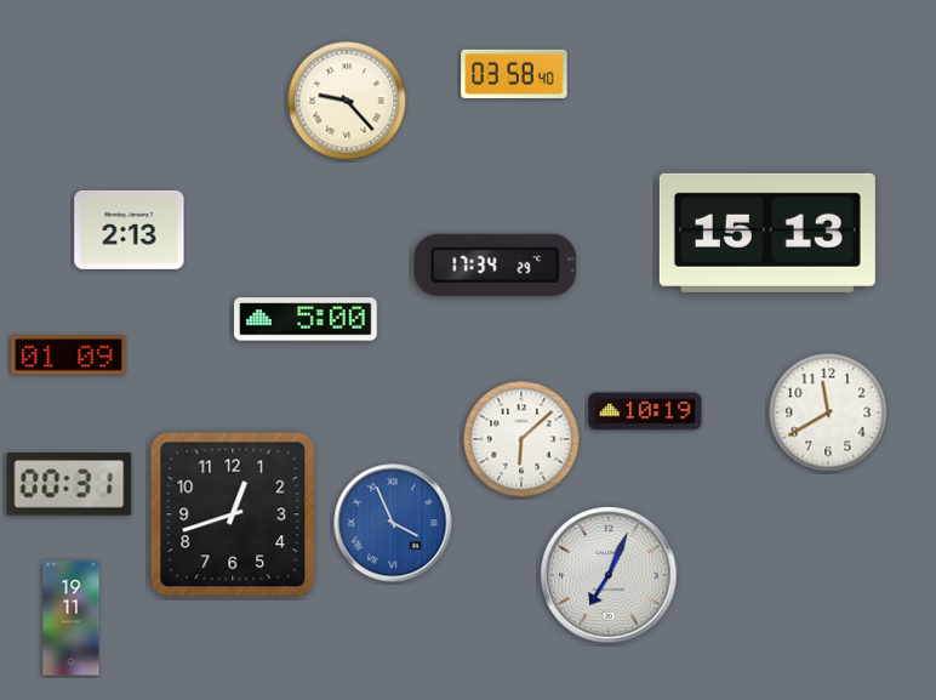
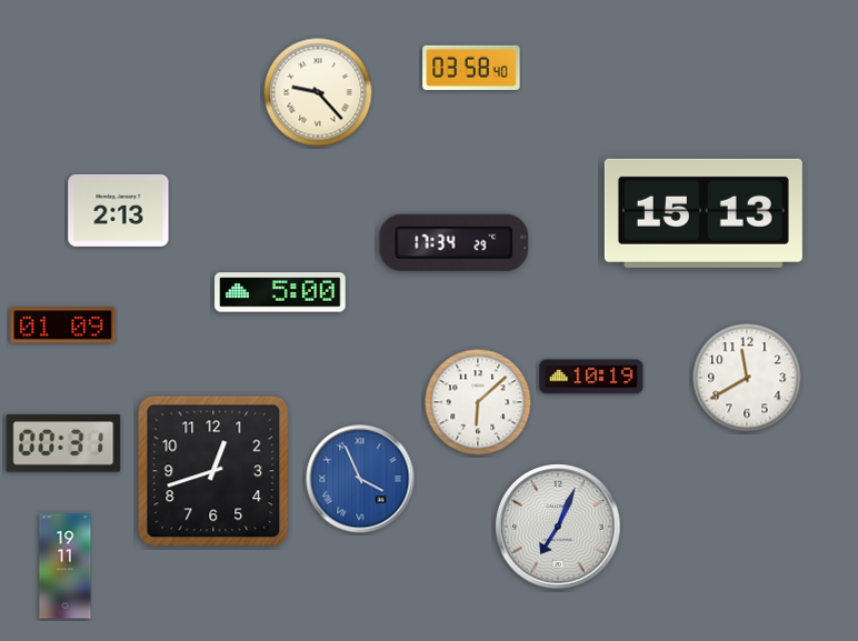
clock at (828, 412) position: (828, 412) -> (747, 378)
